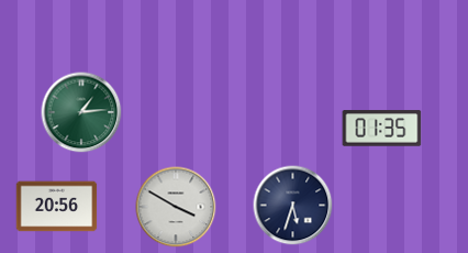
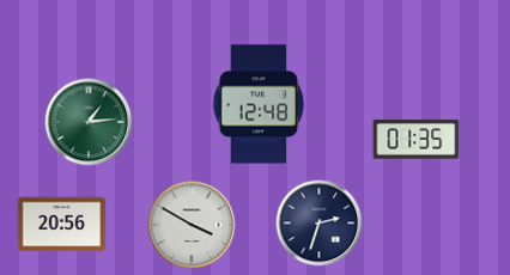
clock at (259, 104): none -> 12:48
clock at (293, 206): 5:33 -> 2:33
